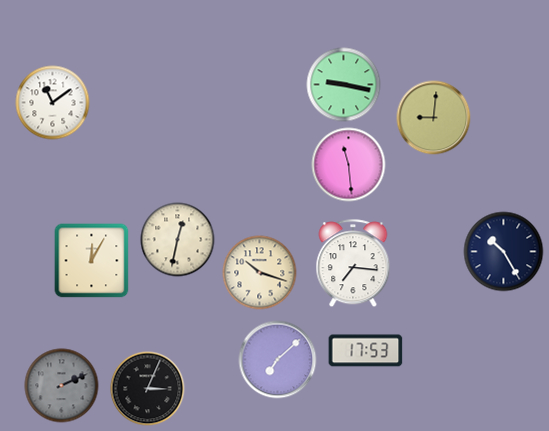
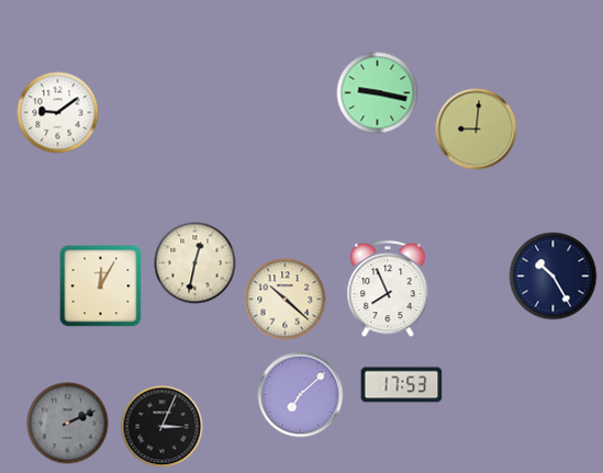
clock at (53, 103): 11:09 -> 9:09
clock at (349, 165): 11:29 -> none
clock at (353, 264): 7:16 -> 7:56
clock at (260, 273): 10:18 -> 10:22
clock at (278, 360) position: (278, 360) -> (301, 395)
